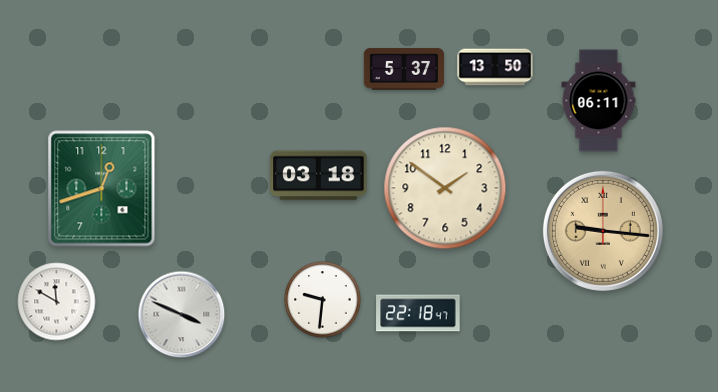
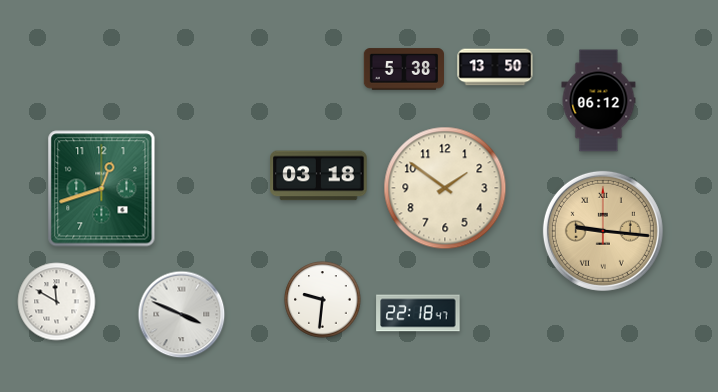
clock at (403, 69): 5:37 -> 5:38
clock at (599, 101): 06:11 -> 06:12
